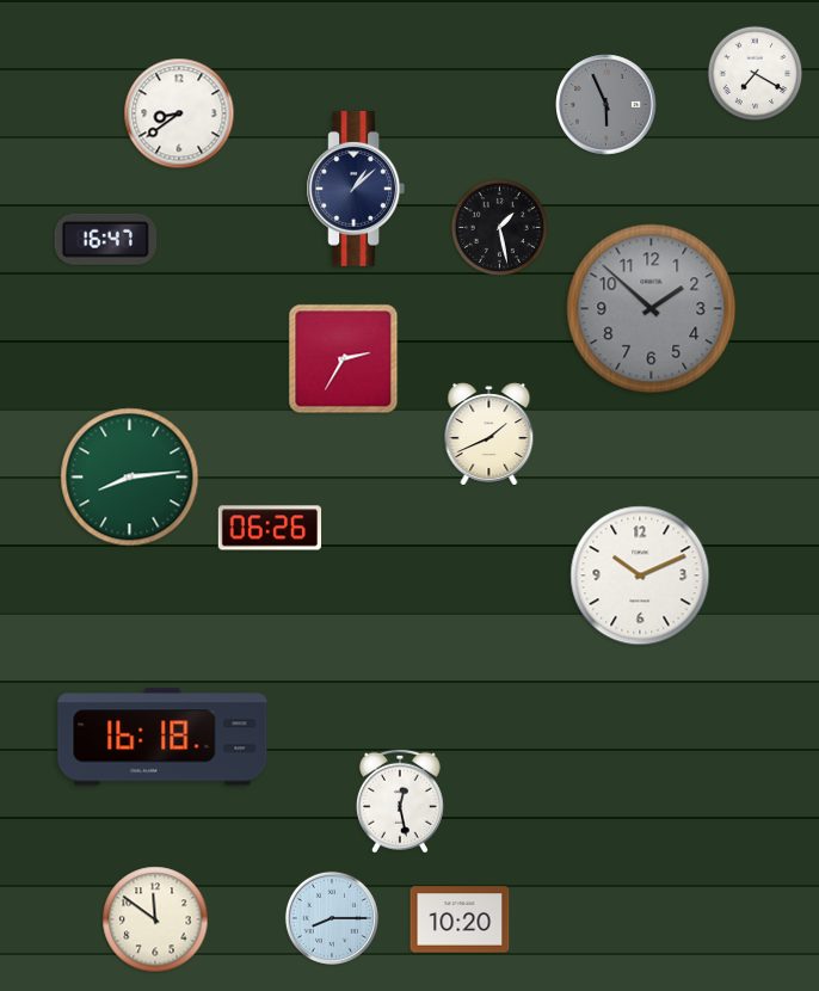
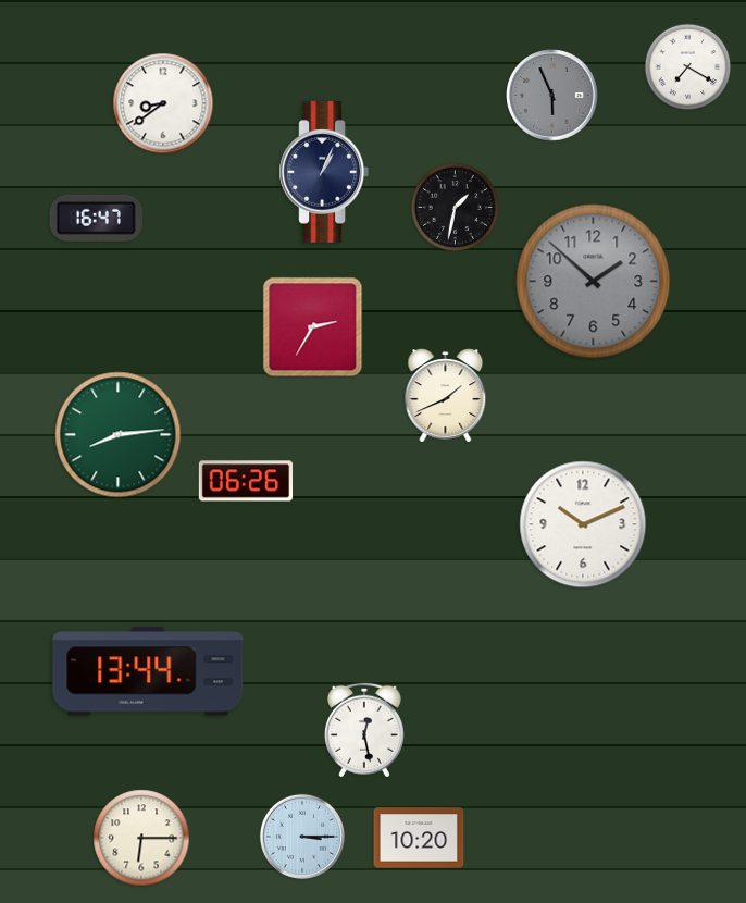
clock at (356, 189): 1:08 -> 1:04
clock at (499, 227): 1:28 -> 1:32
clock at (162, 737): 16:18 -> 13:44
clock at (332, 918): 8:15 -> 3:15
clock at (155, 919): 11:51 -> 6:15
